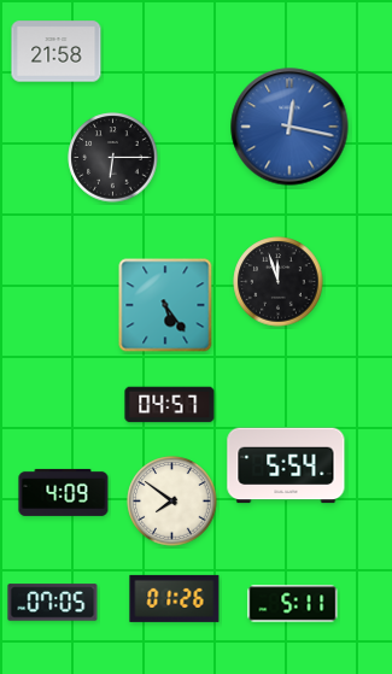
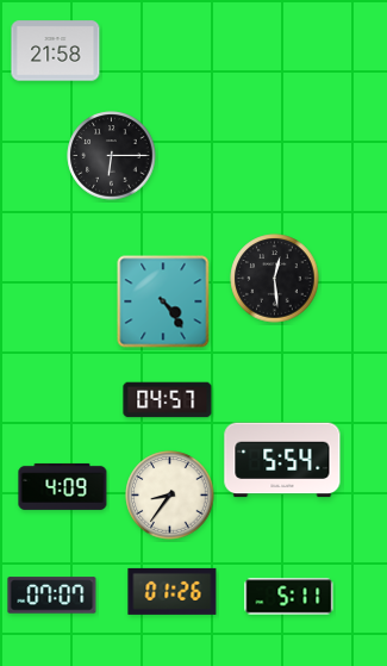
clock at (289, 127): 12:17 -> none
clock at (279, 282): 11:57 -> 12:29
clock at (165, 305): 5:24 -> 4:24
clock at (172, 502): 7:51 -> 8:36
clock at (53, 603): 07:05 -> 07:07
